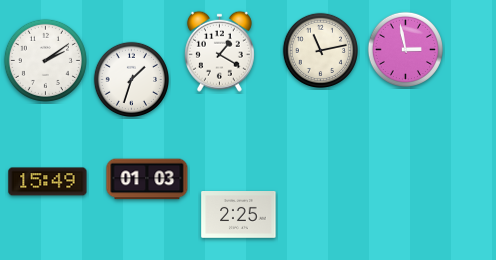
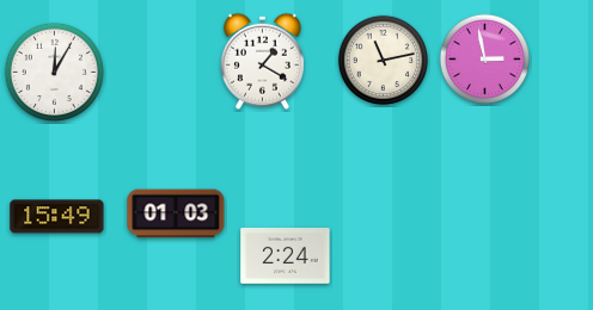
clock at (45, 60): 2:09 -> 12:05
clock at (131, 79): 1:33 -> none
clock at (239, 215): 2:25 -> 2:24
